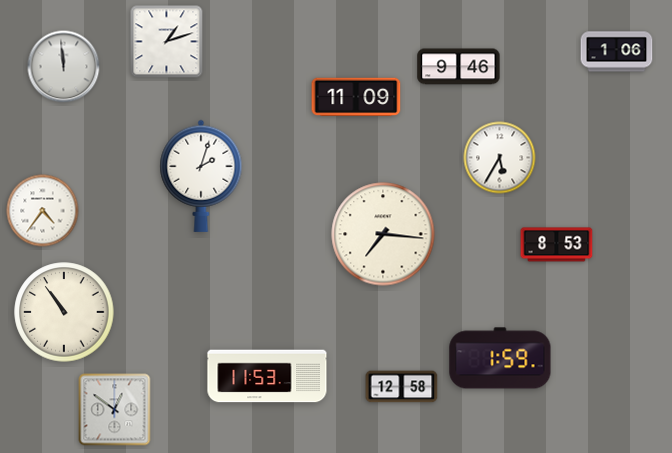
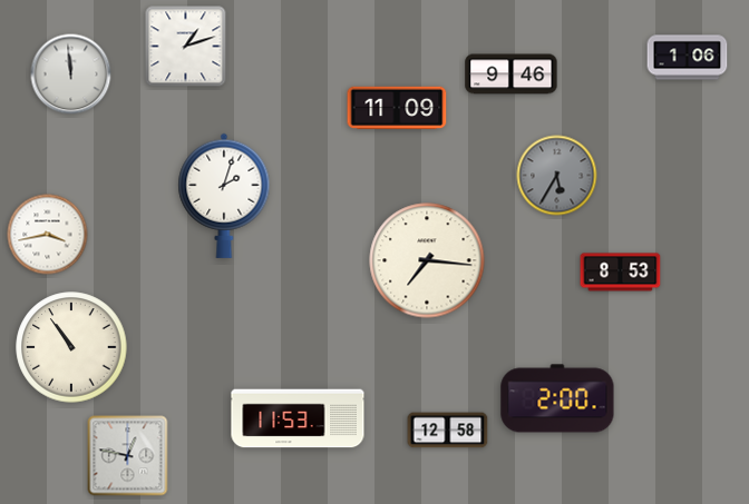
clock at (500, 158) dial: white -> grey
clock at (43, 211): 4:36 -> 3:43
clock at (500, 358): 1:59 -> 2:00
clock at (115, 410): 12:51 -> 12:47
